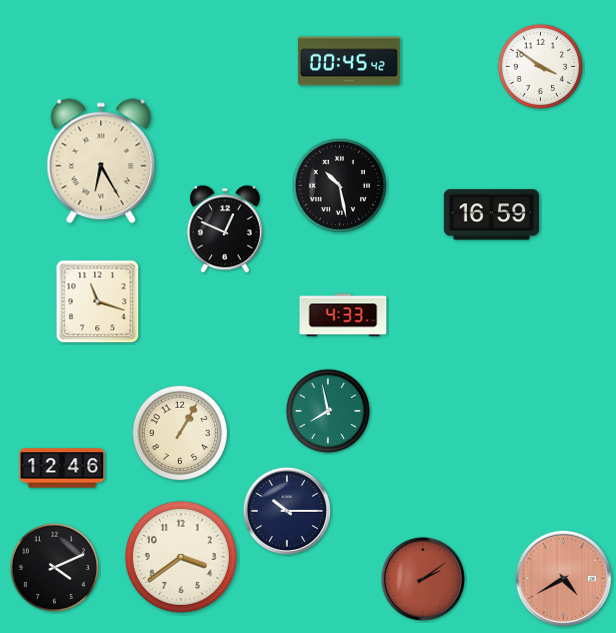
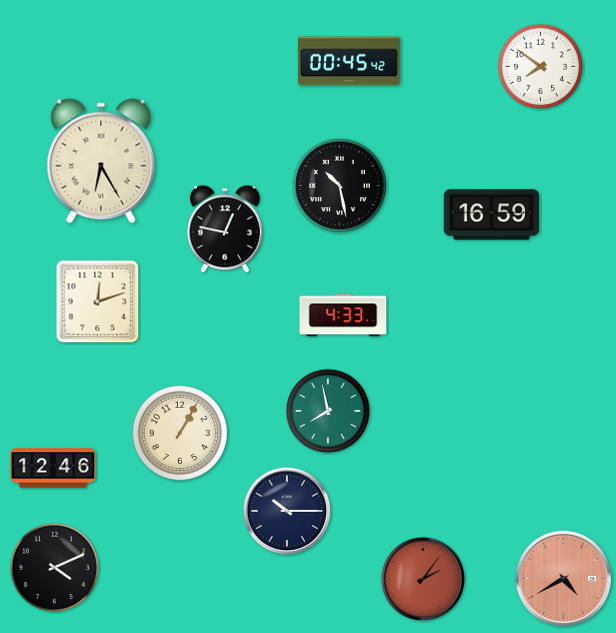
clock at (541, 67): 3:51 -> 7:51
clock at (226, 229): 12:49 -> 12:47
clock at (98, 302): 11:18 -> 12:12
clock at (62, 468) position: (62, 468) -> (53, 468)
clock at (181, 557): 3:39 -> none
clock at (423, 579): 2:09 -> 2:06
